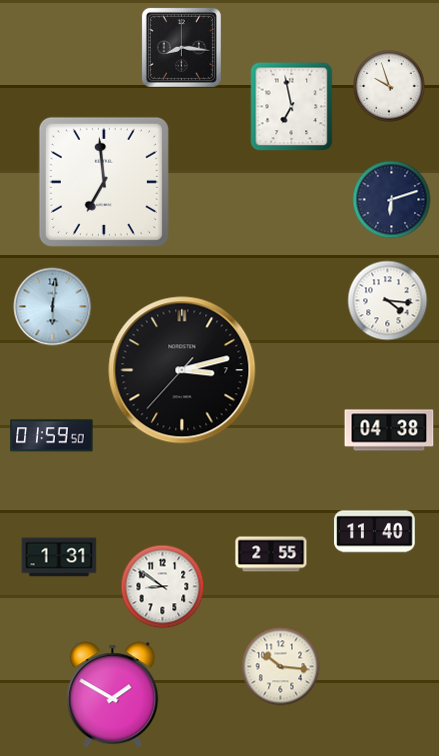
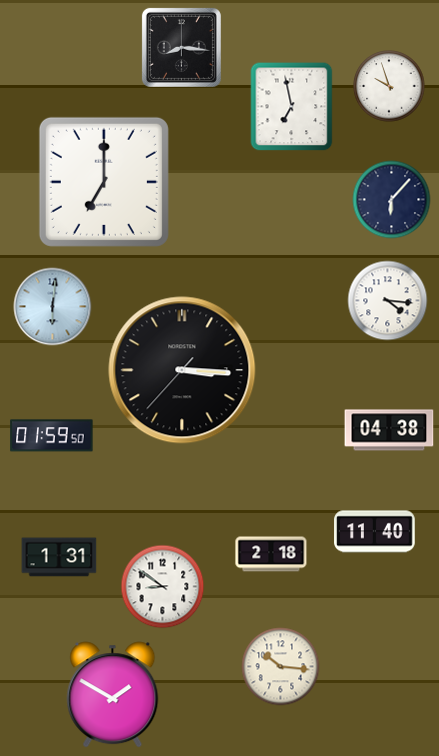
clock at (104, 182): 6:59 -> 7:00
clock at (392, 200): 6:12 -> 6:07
clock at (182, 370): 3:12 -> 3:15
clock at (271, 554): 2:55 -> 2:18
